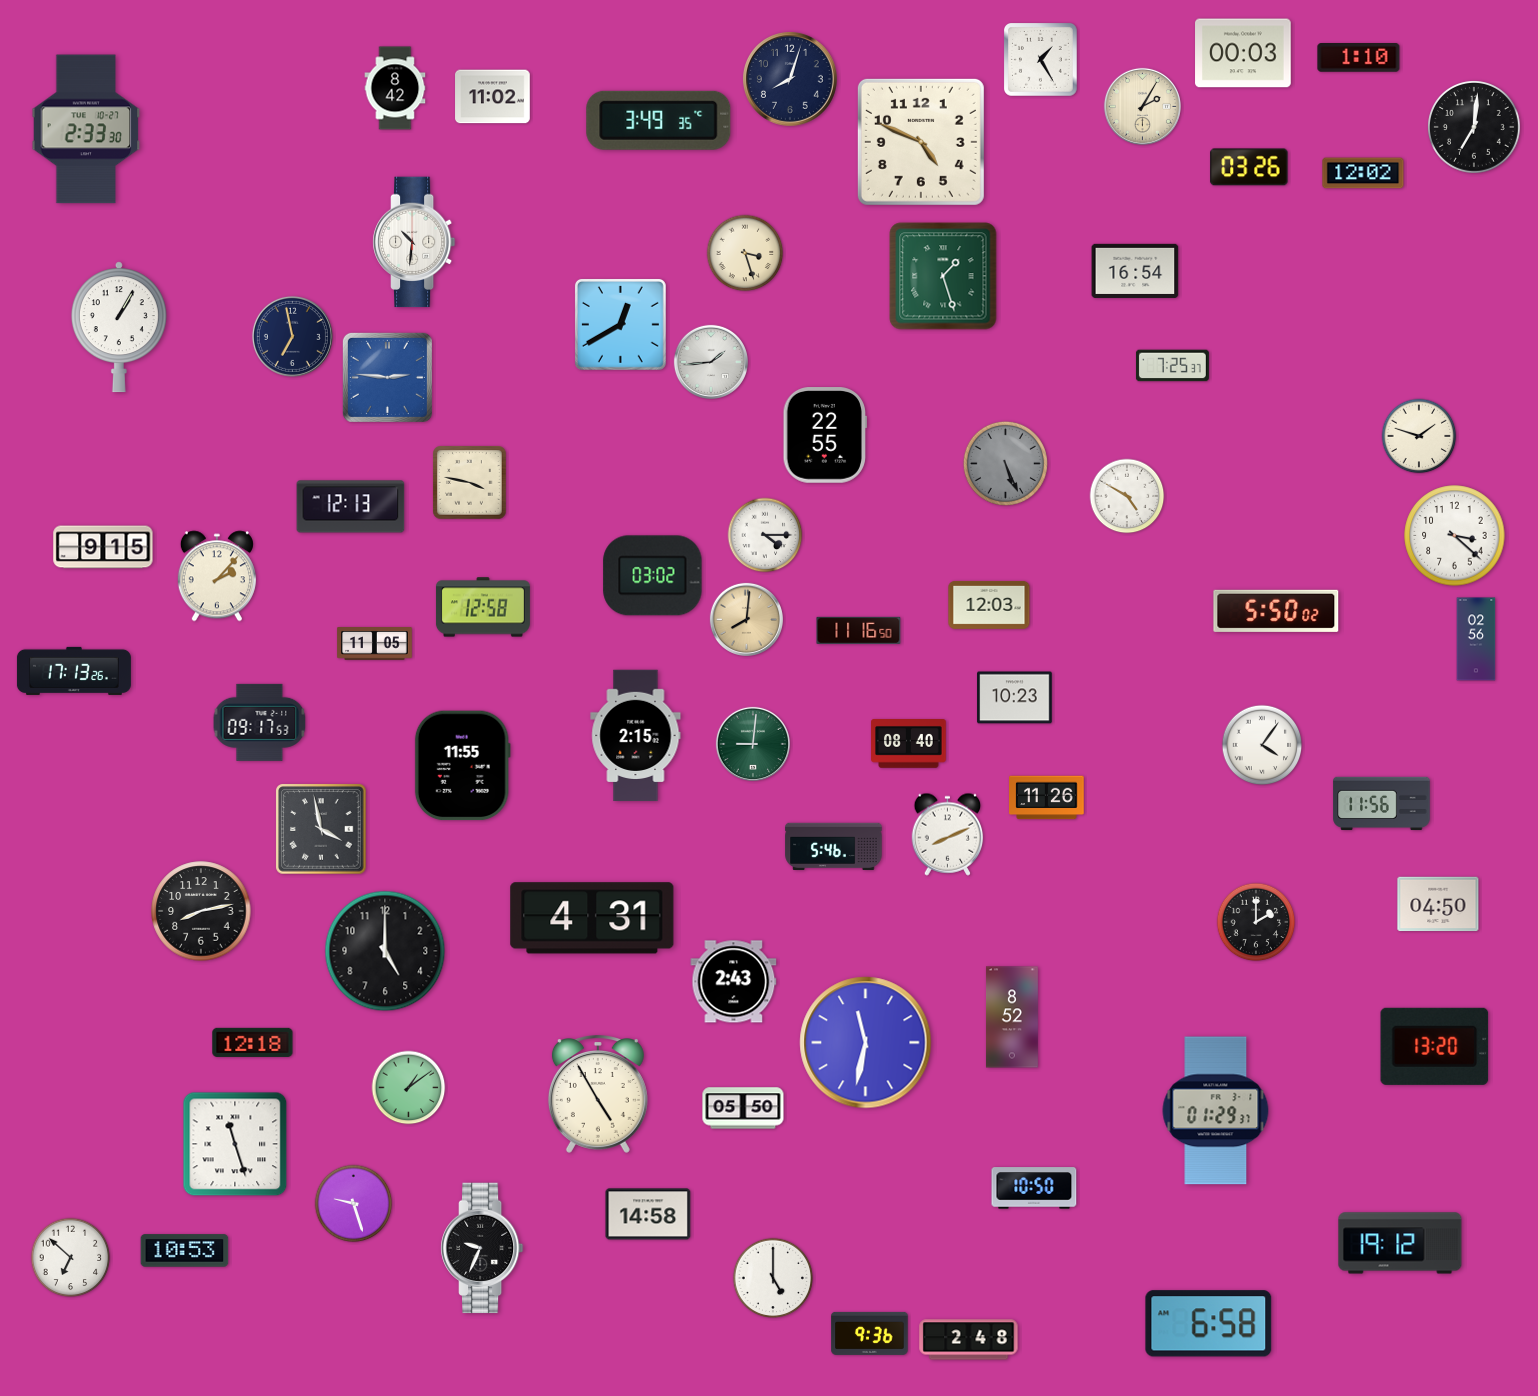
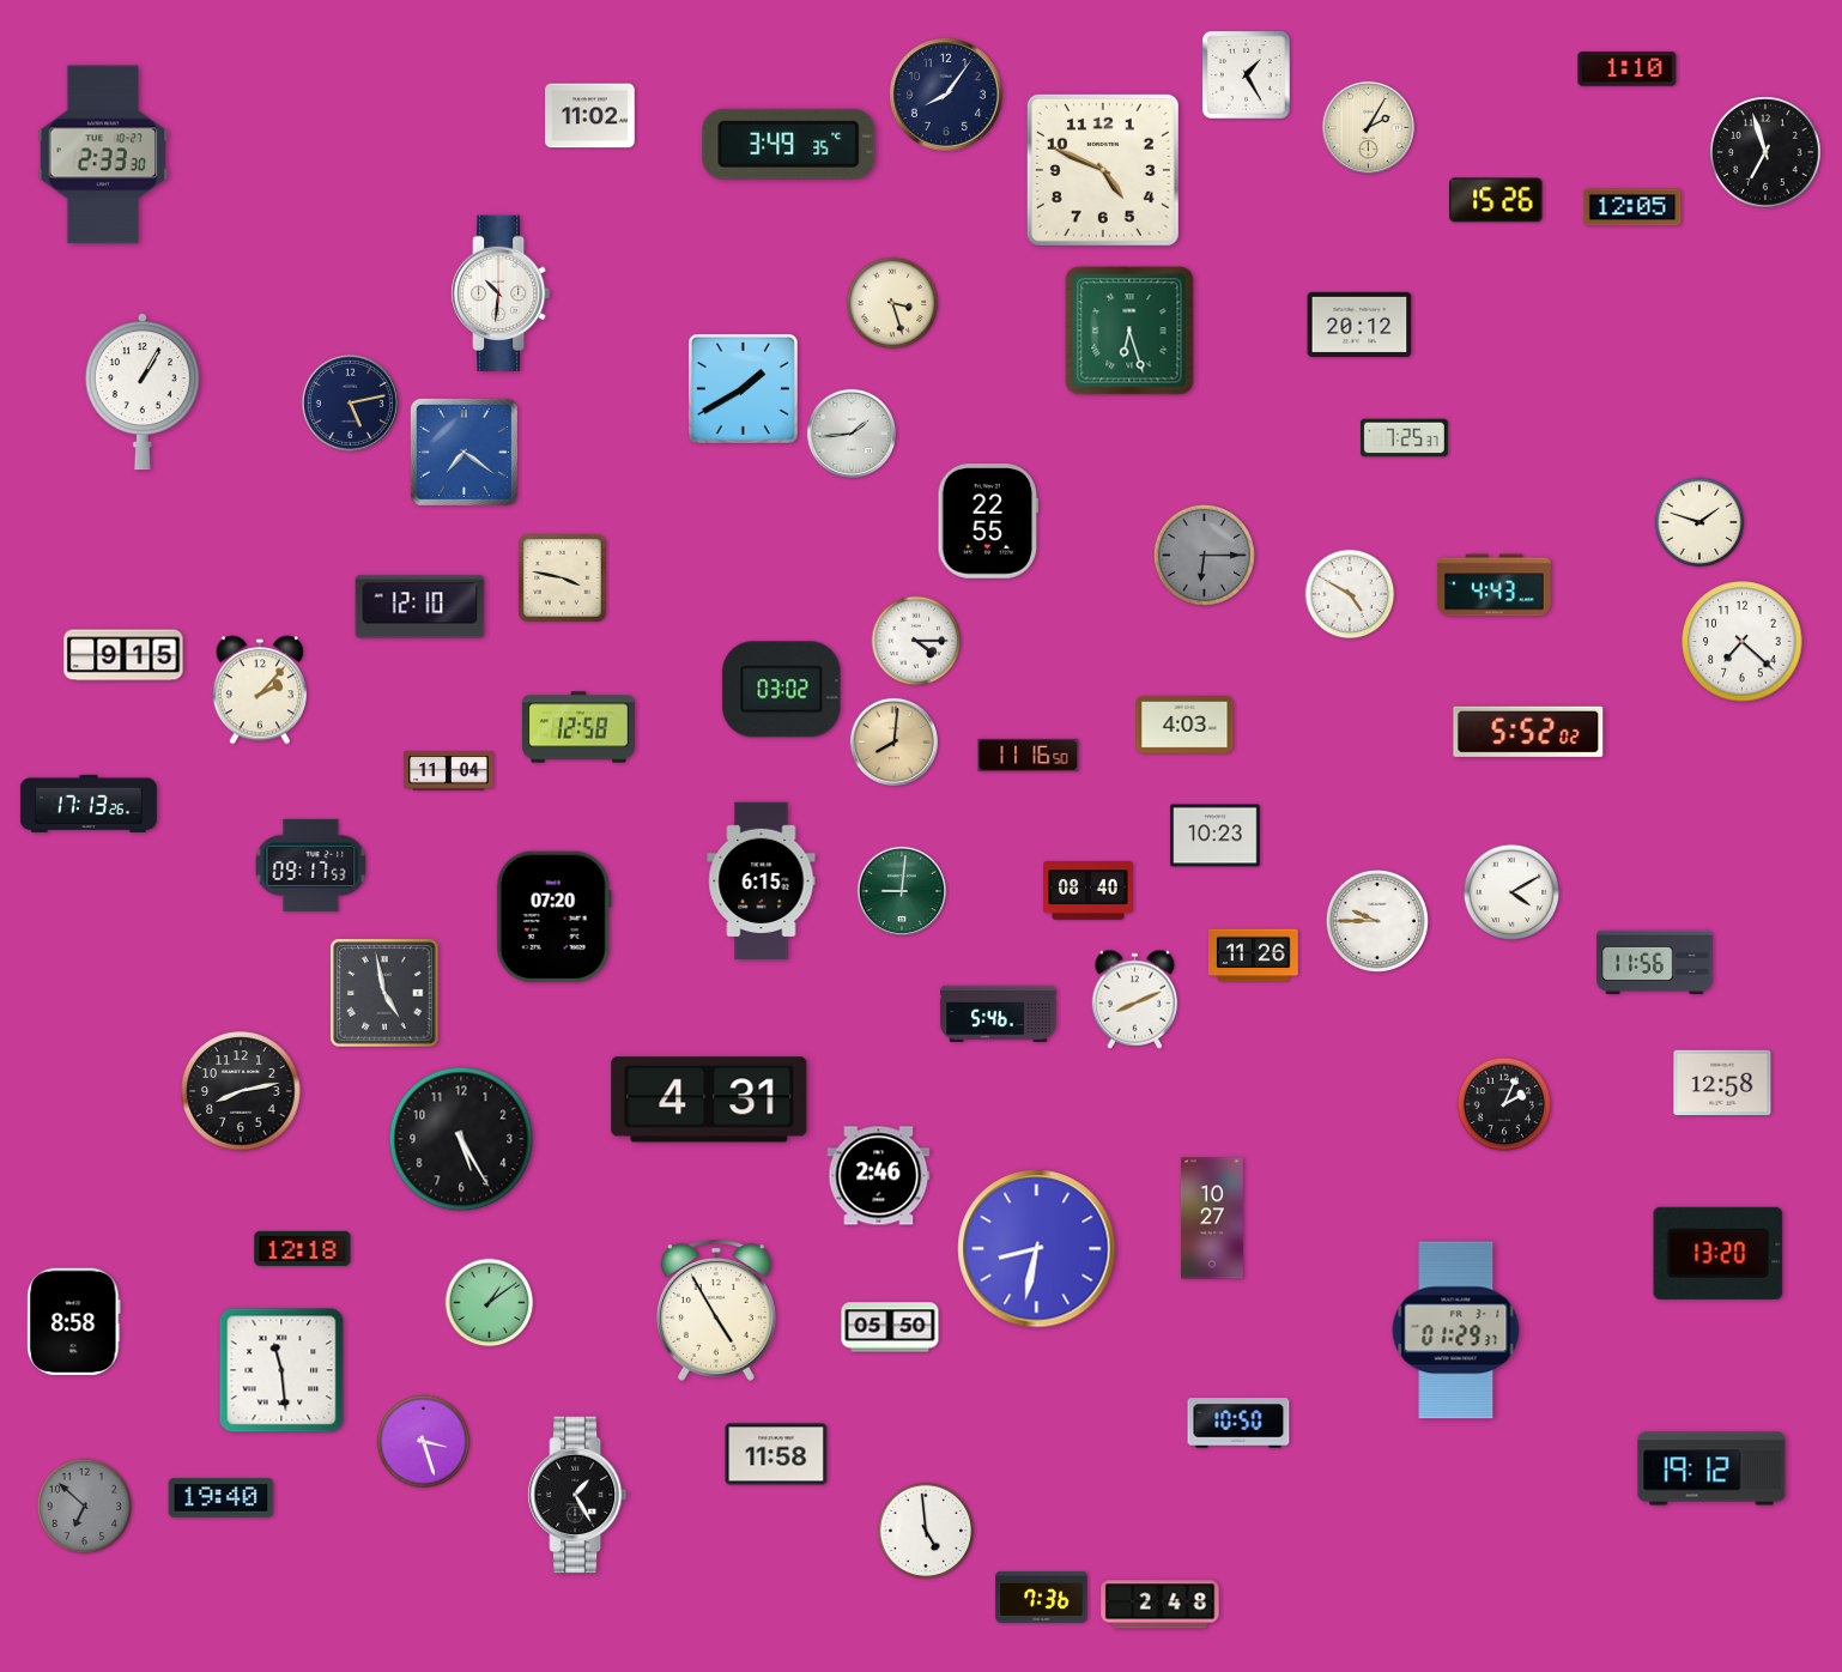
clock at (1243, 53): 00:03 -> none
clock at (1041, 60) position: (1041, 60) -> (1247, 75)
clock at (790, 79): 8:03 -> 8:06
clock at (395, 88): 8:42 -> none
clock at (1475, 128): 7:01 -> 6:57
clock at (1249, 167): 03:26 -> 15:26
clock at (1363, 173): 12:02 -> 12:05
clock at (414, 242) position: (414, 242) -> (501, 293)
clock at (1135, 271): 16:54 -> 20:12
clock at (943, 276): 1:27 -> 6:27
clock at (620, 324): 12:40 -> 1:40
clock at (292, 336): 6:58 -> 5:13
clock at (387, 377): 2:46 -> 7:21
clock at (1005, 463): 5:26 -> 6:15
clock at (1495, 586): none -> 4:43
clock at (351, 507): 12:13 -> 12:10
clock at (1455, 536): 3:22 -> 7:22
clock at (989, 605): 12:03 -> 4:03
clock at (1276, 611): 5:50 -> 5:52
clock at (1476, 639): 02:56 -> none
clock at (375, 644): 11:05 -> 11:04
clock at (636, 736): 2:15 -> 6:15
clock at (1262, 745): 4:06 -> 4:10
clock at (462, 766): 11:55 -> 07:20
clock at (1377, 921): none -> 9:45
clock at (321, 829): 3:58 -> 4:58
clock at (1438, 904): 04:50 -> 12:58
clock at (1256, 922): 2:00 -> 2:04
clock at (385, 951): 5:00 -> 5:25
clock at (734, 982): 2:43 -> 2:46
clock at (1012, 1017): 8:52 -> 10:27
clock at (866, 1043): 11:32 -> 8:32
clock at (74, 1322): none -> 8:58
clock at (235, 1144): 11:27 -> 11:29
clock at (354, 1204): 9:27 -> 3:27
clock at (648, 1214): 14:58 -> 11:58
clock at (1400, 1243) position: (1400, 1243) -> (1711, 1468)
clock at (482, 1248): 9:34 -> 1:25
clock at (185, 1251): 10:53 -> 19:40
clock at (71, 1258) dial: white -> grey
clock at (773, 1278): 5:00 -> 4:59
clock at (1209, 1324): 6:58 -> none
clock at (870, 1333): 9:36 -> 7:36
